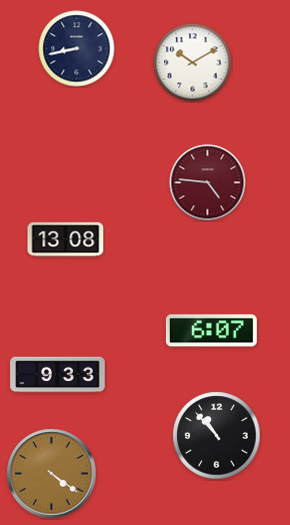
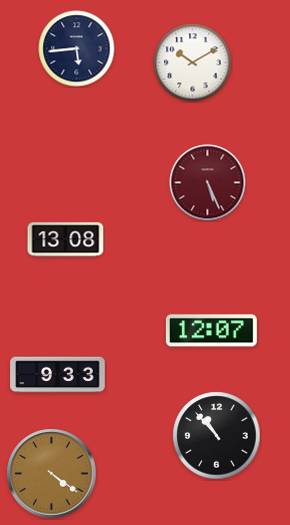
clock at (77, 49): 8:43 -> 5:44
clock at (208, 183): 4:46 -> 5:26
clock at (211, 331): 6:07 -> 12:07
